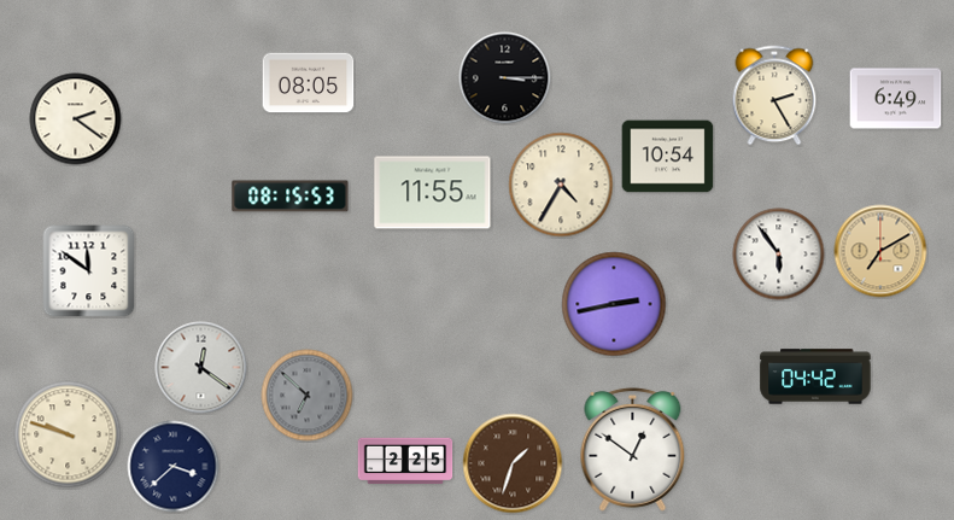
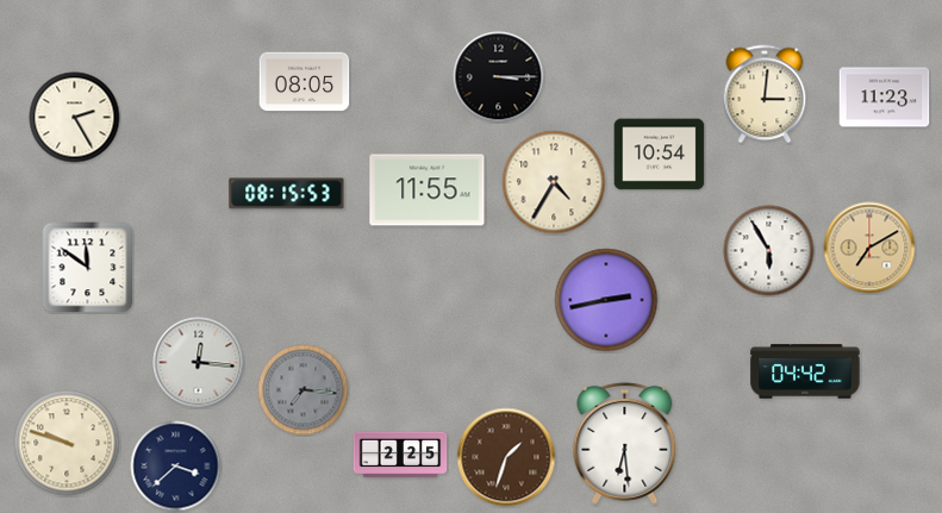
clock at (774, 95): 2:25 -> 3:01
clock at (896, 99): 6:49 -> 11:23
clock at (76, 119): 2:21 -> 2:25
clock at (779, 255): 5:54 -> 5:55
clock at (201, 368): 12:21 -> 12:16
clock at (308, 396): 6:52 -> 7:16
clock at (68, 434) position: (68, 434) -> (67, 443)
clock at (633, 449): 12:51 -> 6:29
clock at (174, 467) position: (174, 467) -> (176, 467)
